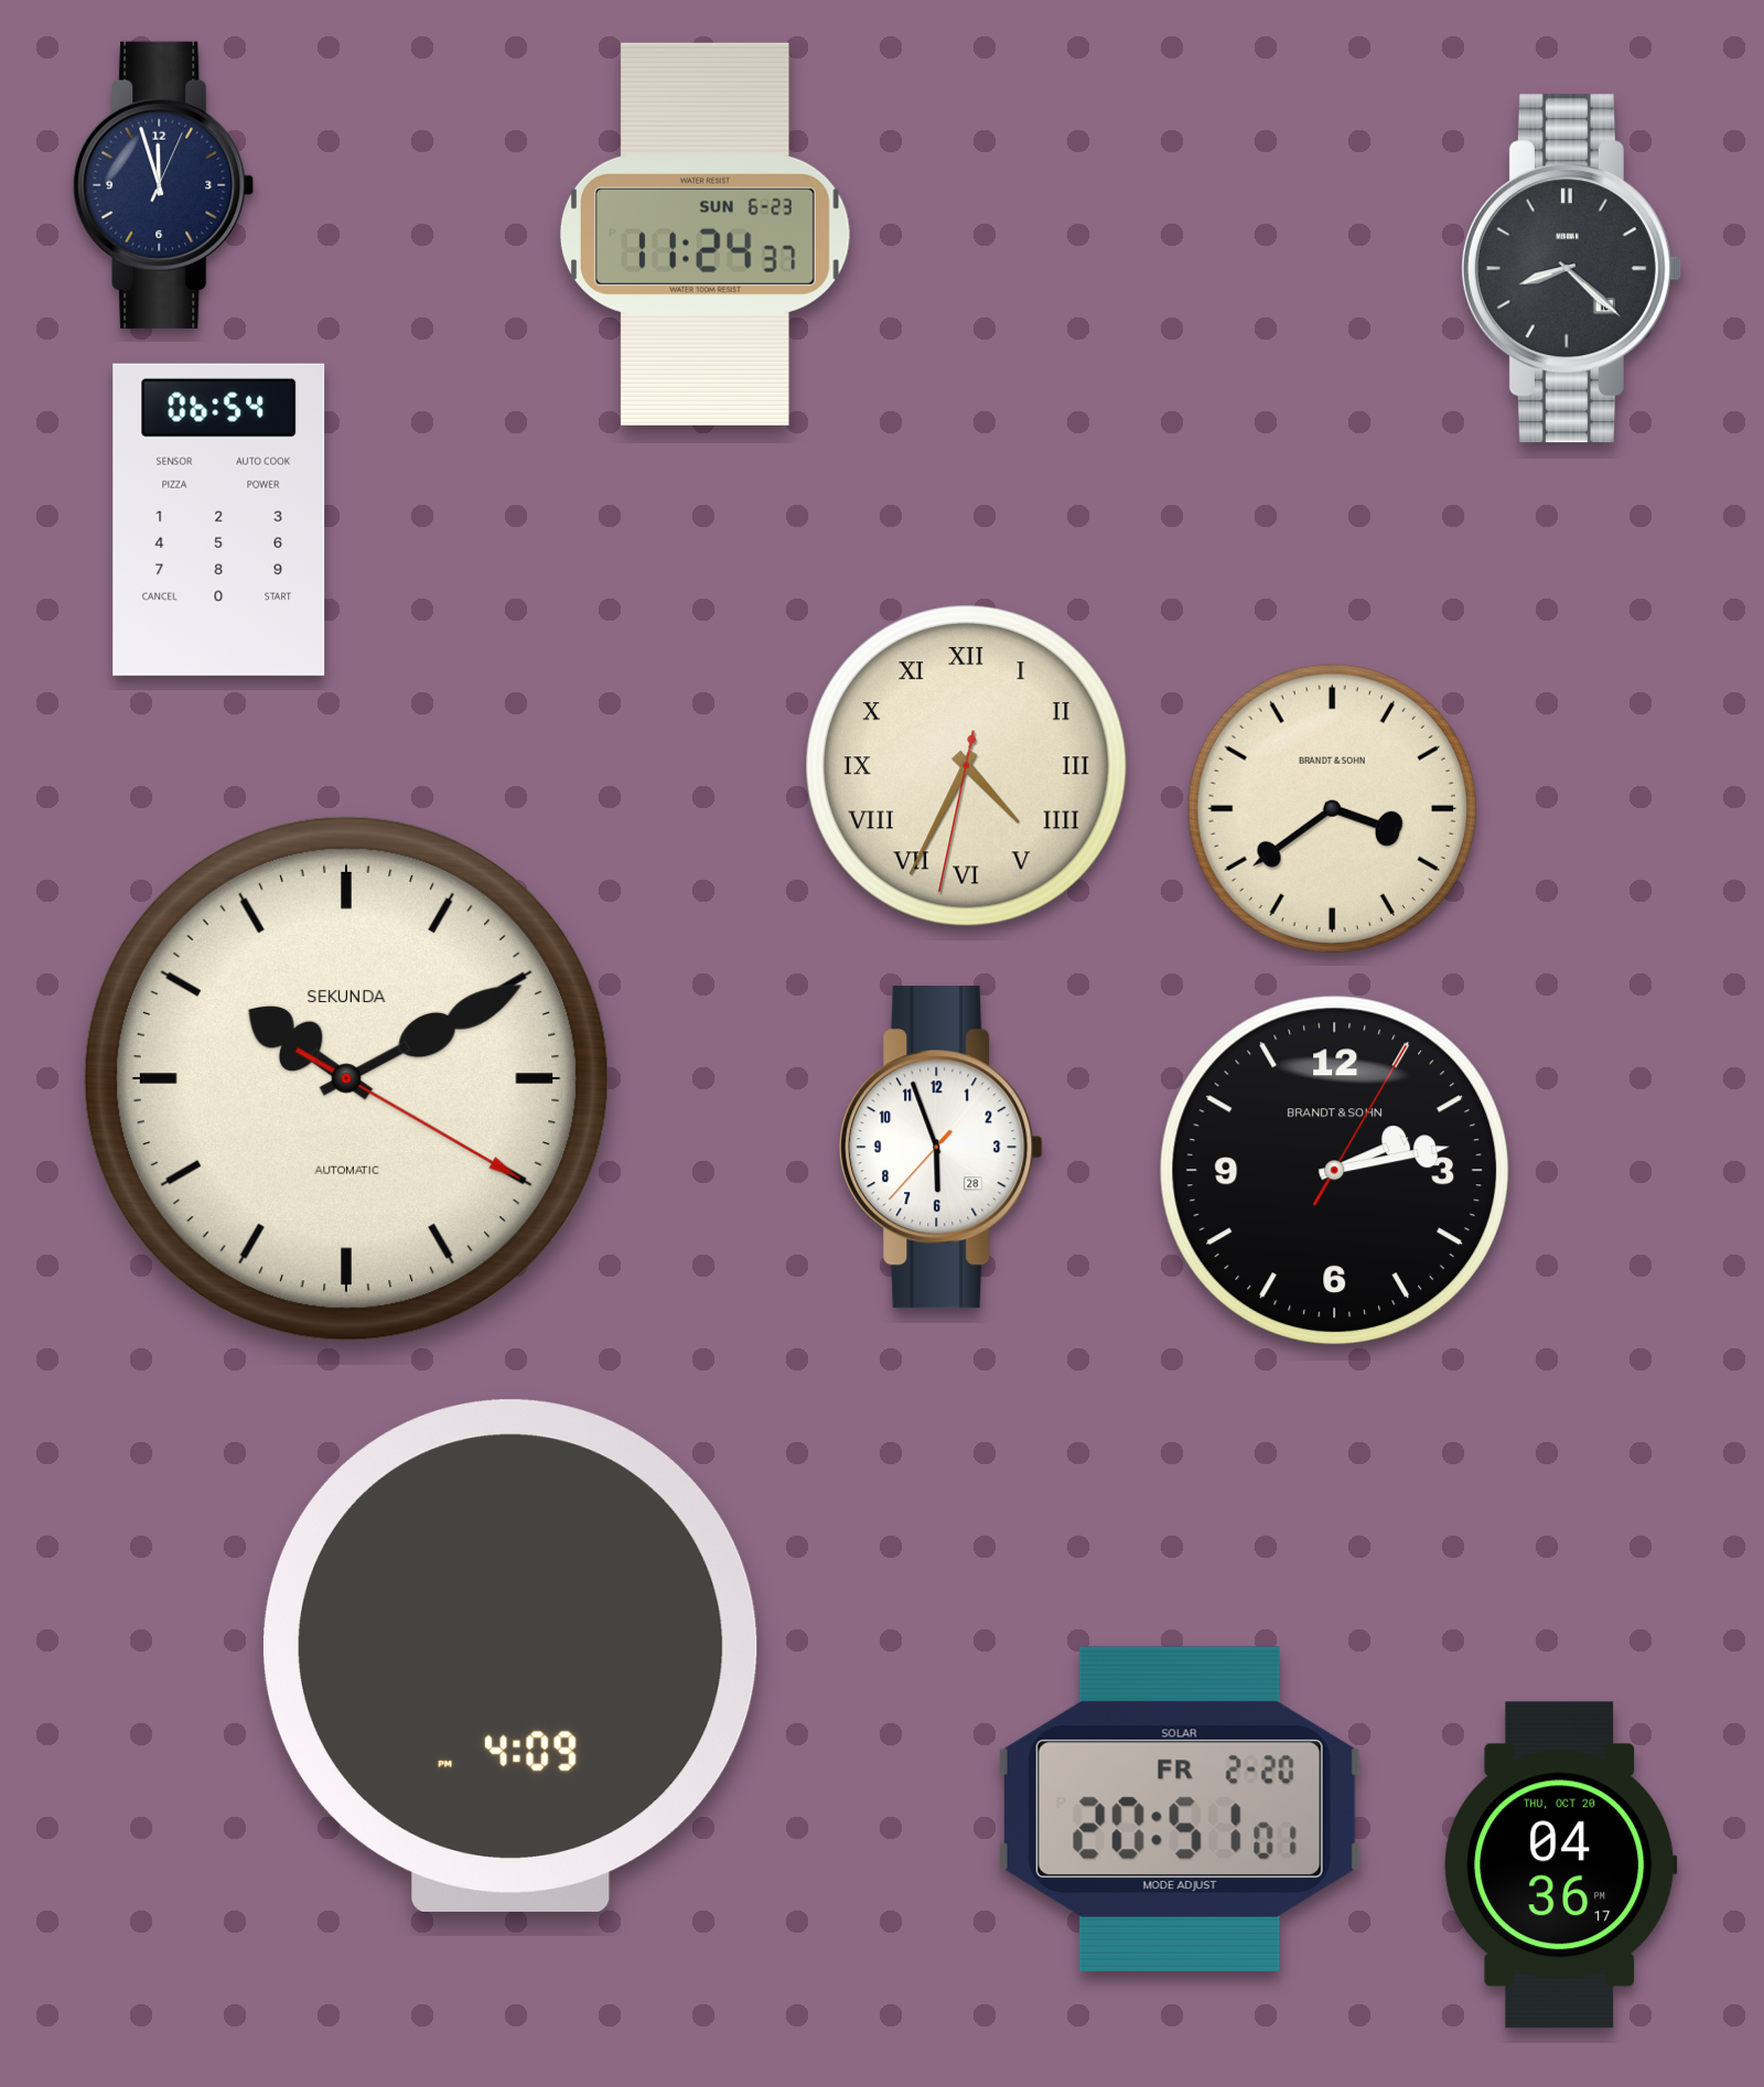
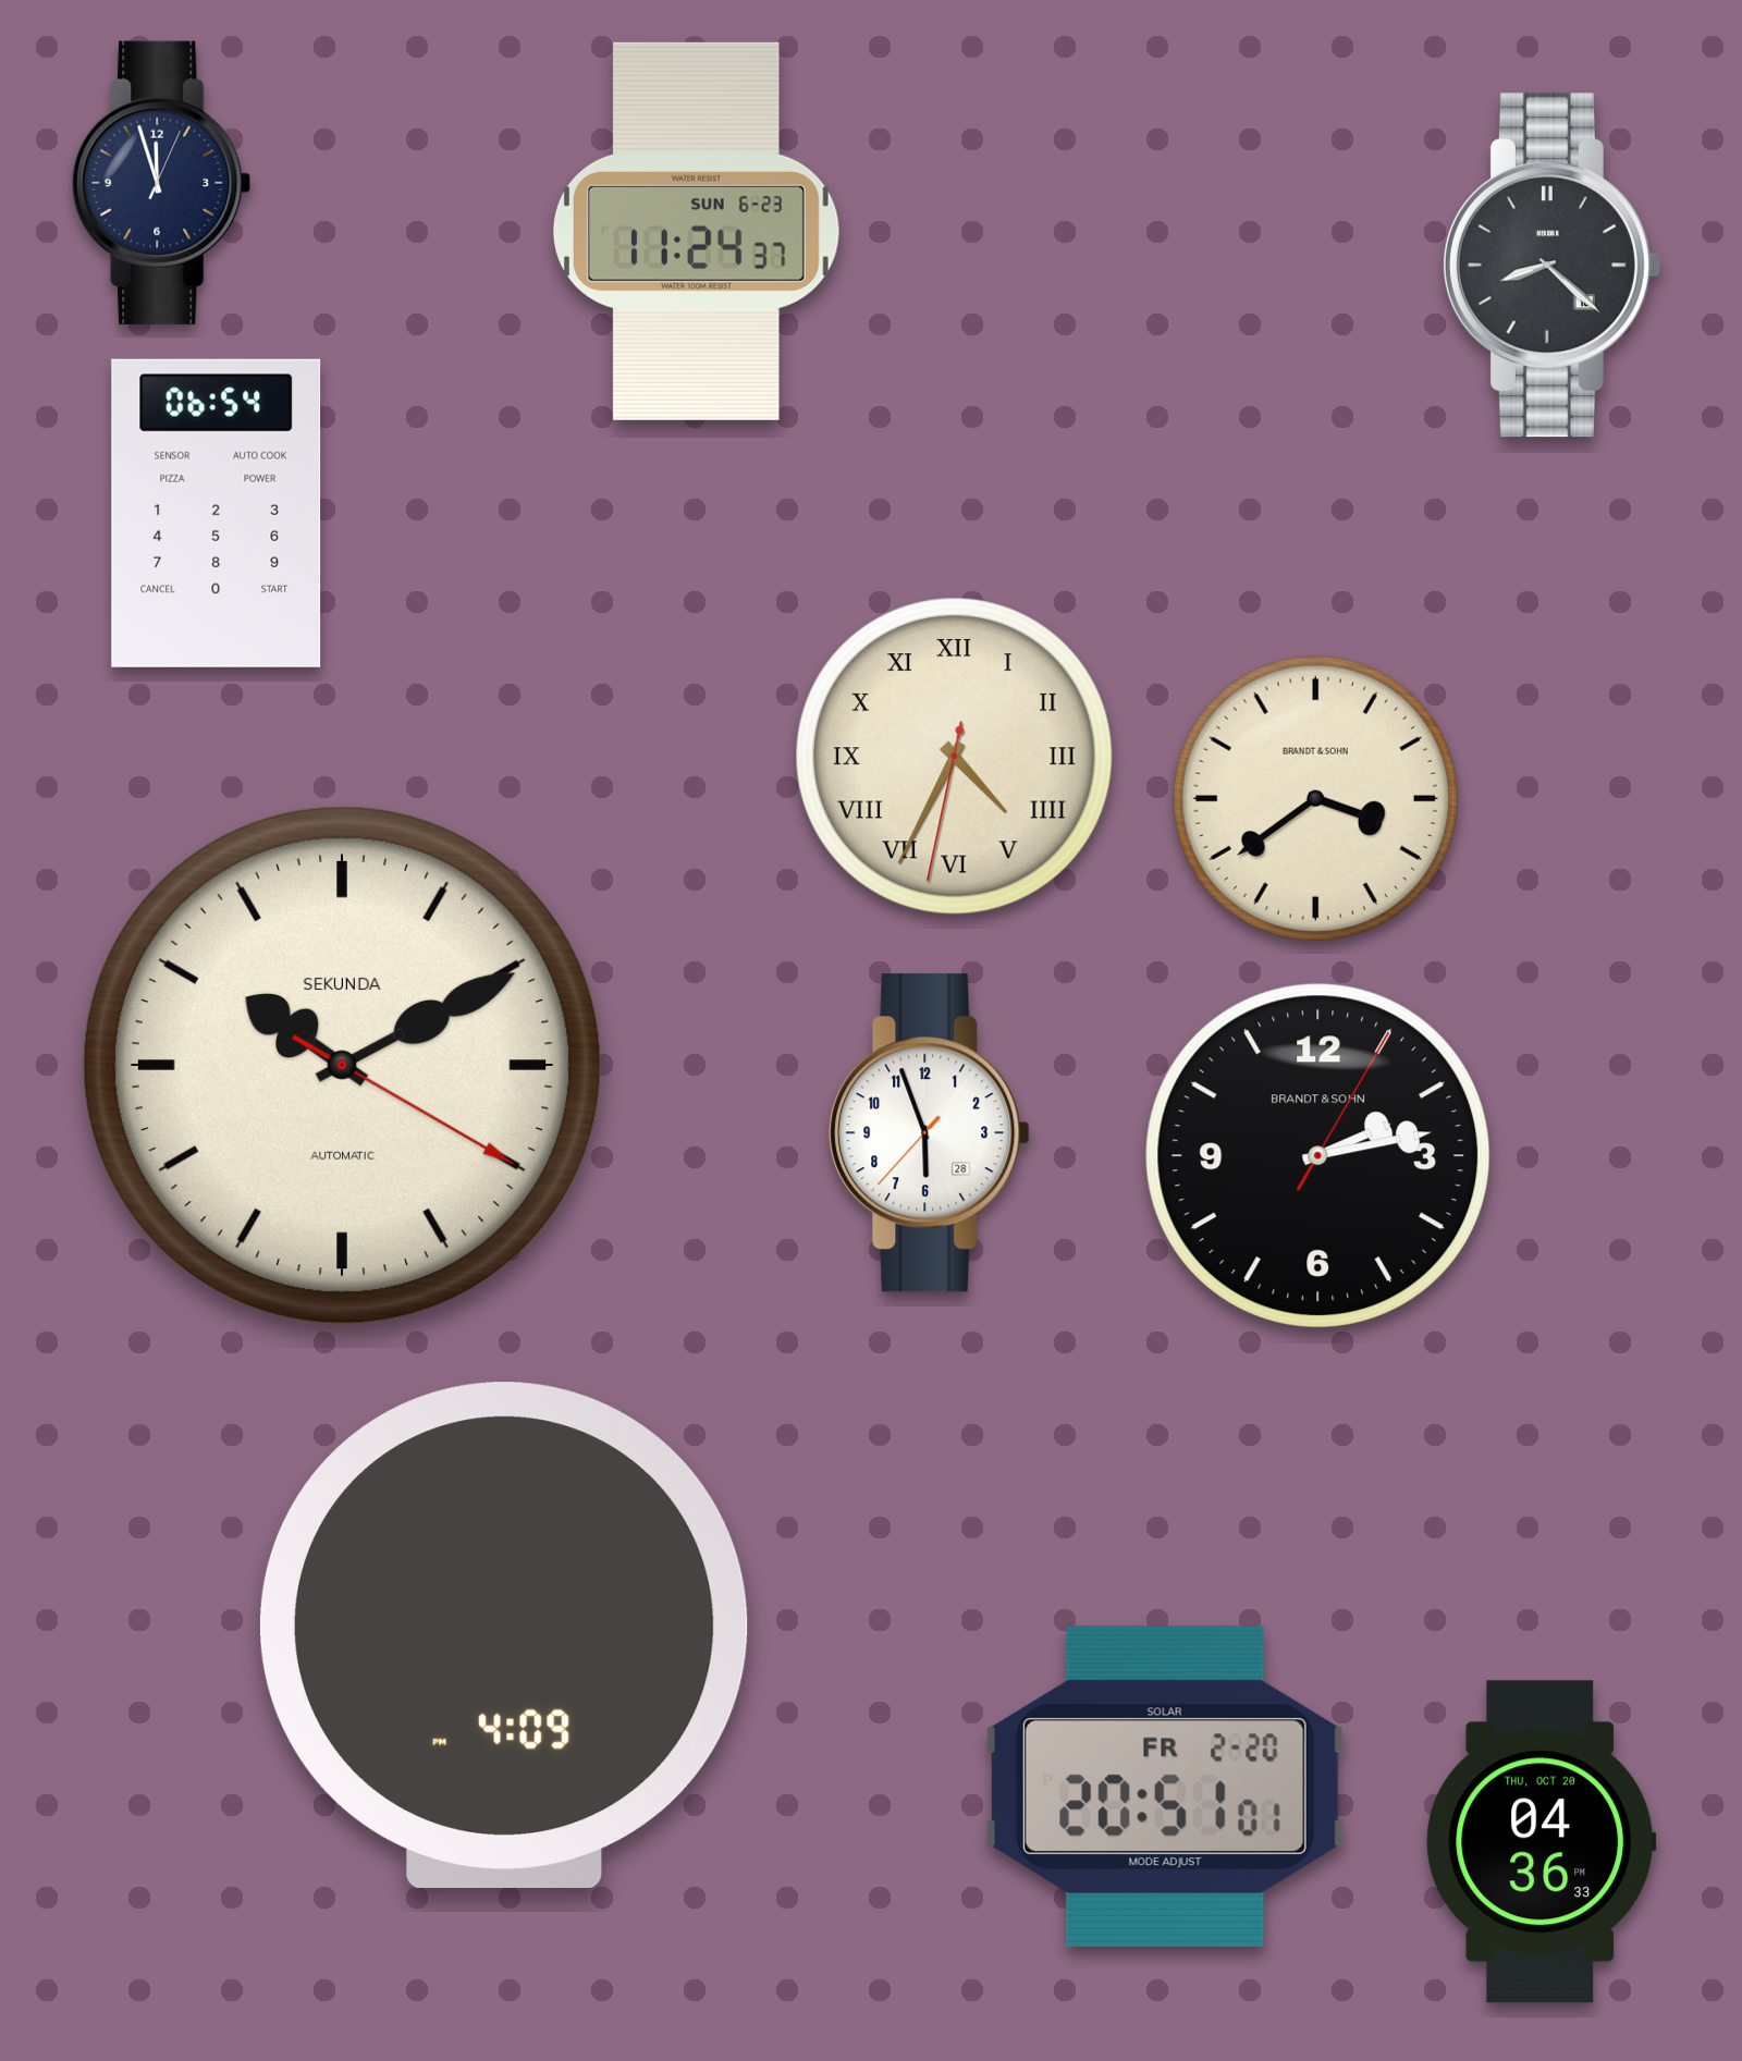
clock at (1561, 1865): 04:36:17 PM -> 04:36:33 PM
